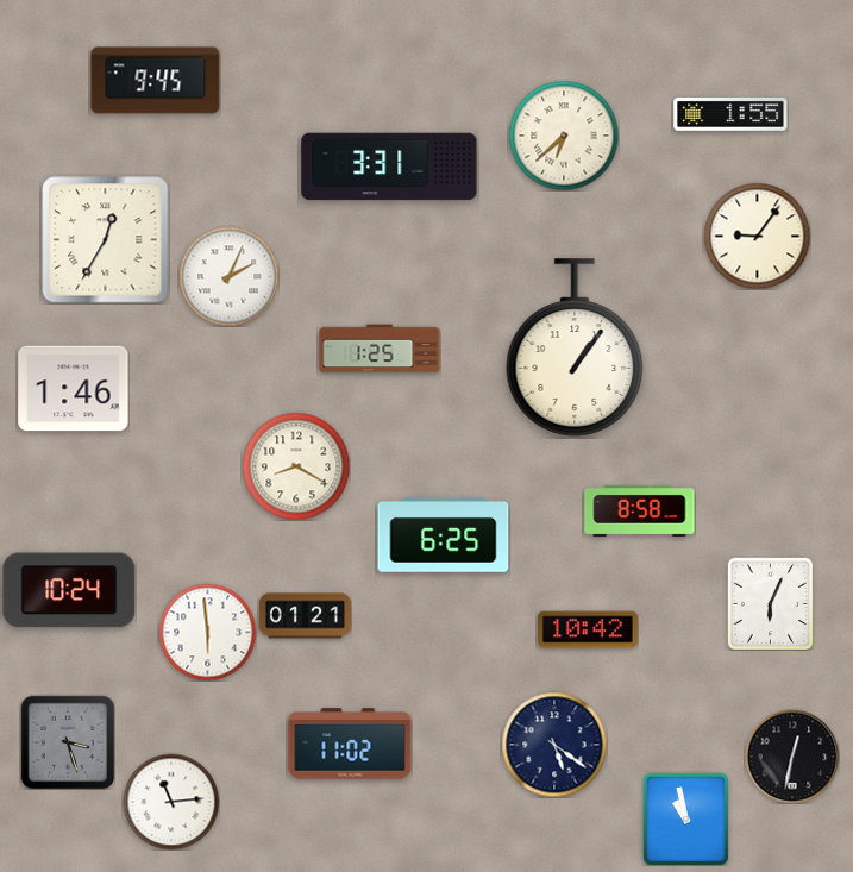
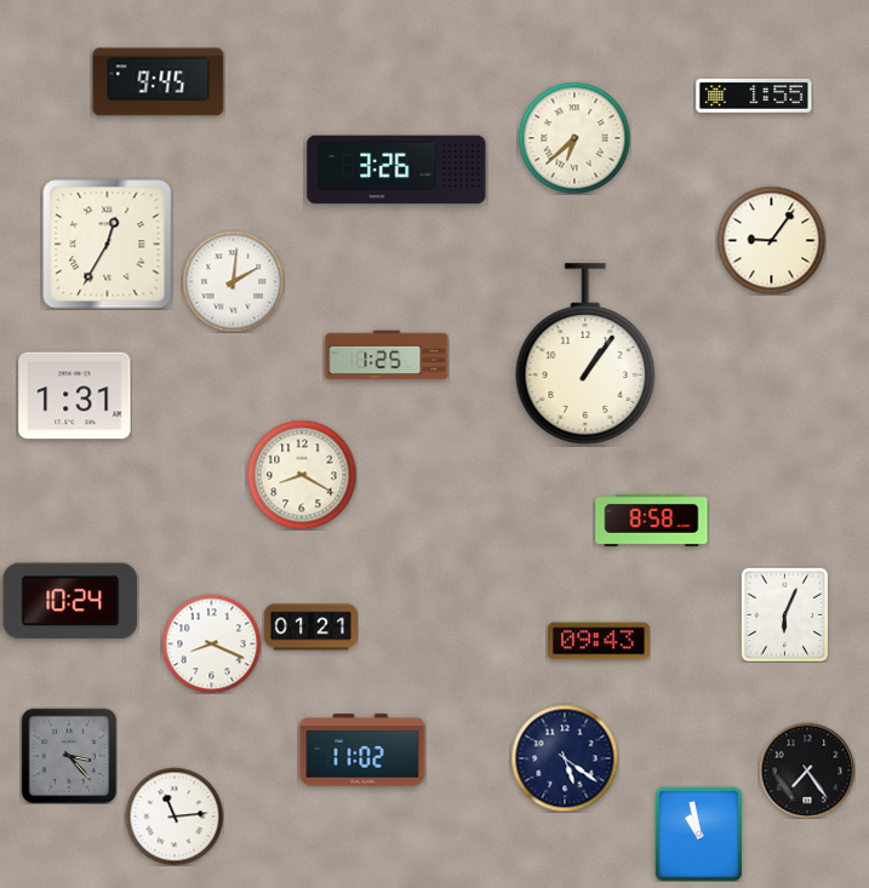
clock at (730, 114) position: (730, 114) -> (754, 96)
clock at (389, 167): 3:31 -> 3:26
clock at (228, 276): 2:04 -> 2:01
clock at (74, 389): 1:46 -> 1:31
clock at (444, 534): 6:25 -> none
clock at (588, 629): 10:42 -> 09:43
clock at (207, 632): 5:59 -> 8:19
clock at (68, 742): 3:27 -> 3:23
clock at (350, 744) position: (350, 744) -> (362, 750)
clock at (792, 757): 12:32 -> 7:24
